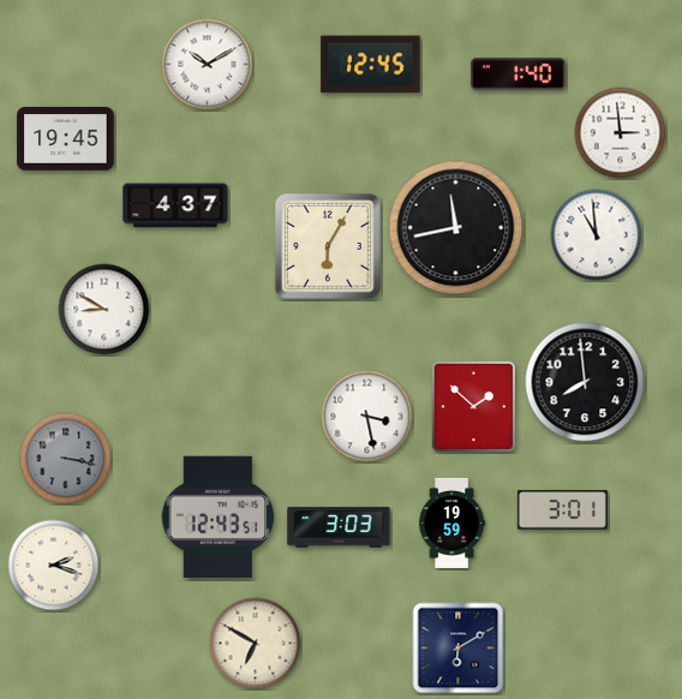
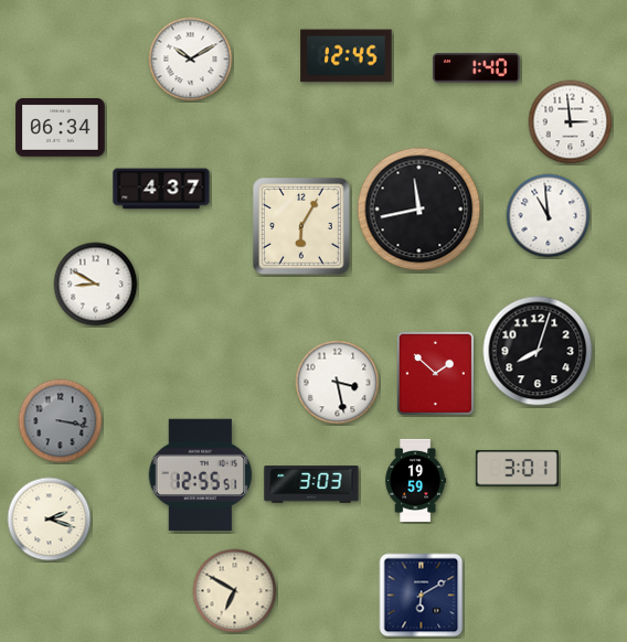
clock at (371, 65) position: (371, 65) -> (347, 56)
clock at (66, 139): 19:45 -> 06:34
clock at (585, 382): 7:59 -> 8:03
clock at (219, 518): 12:43 -> 12:55
